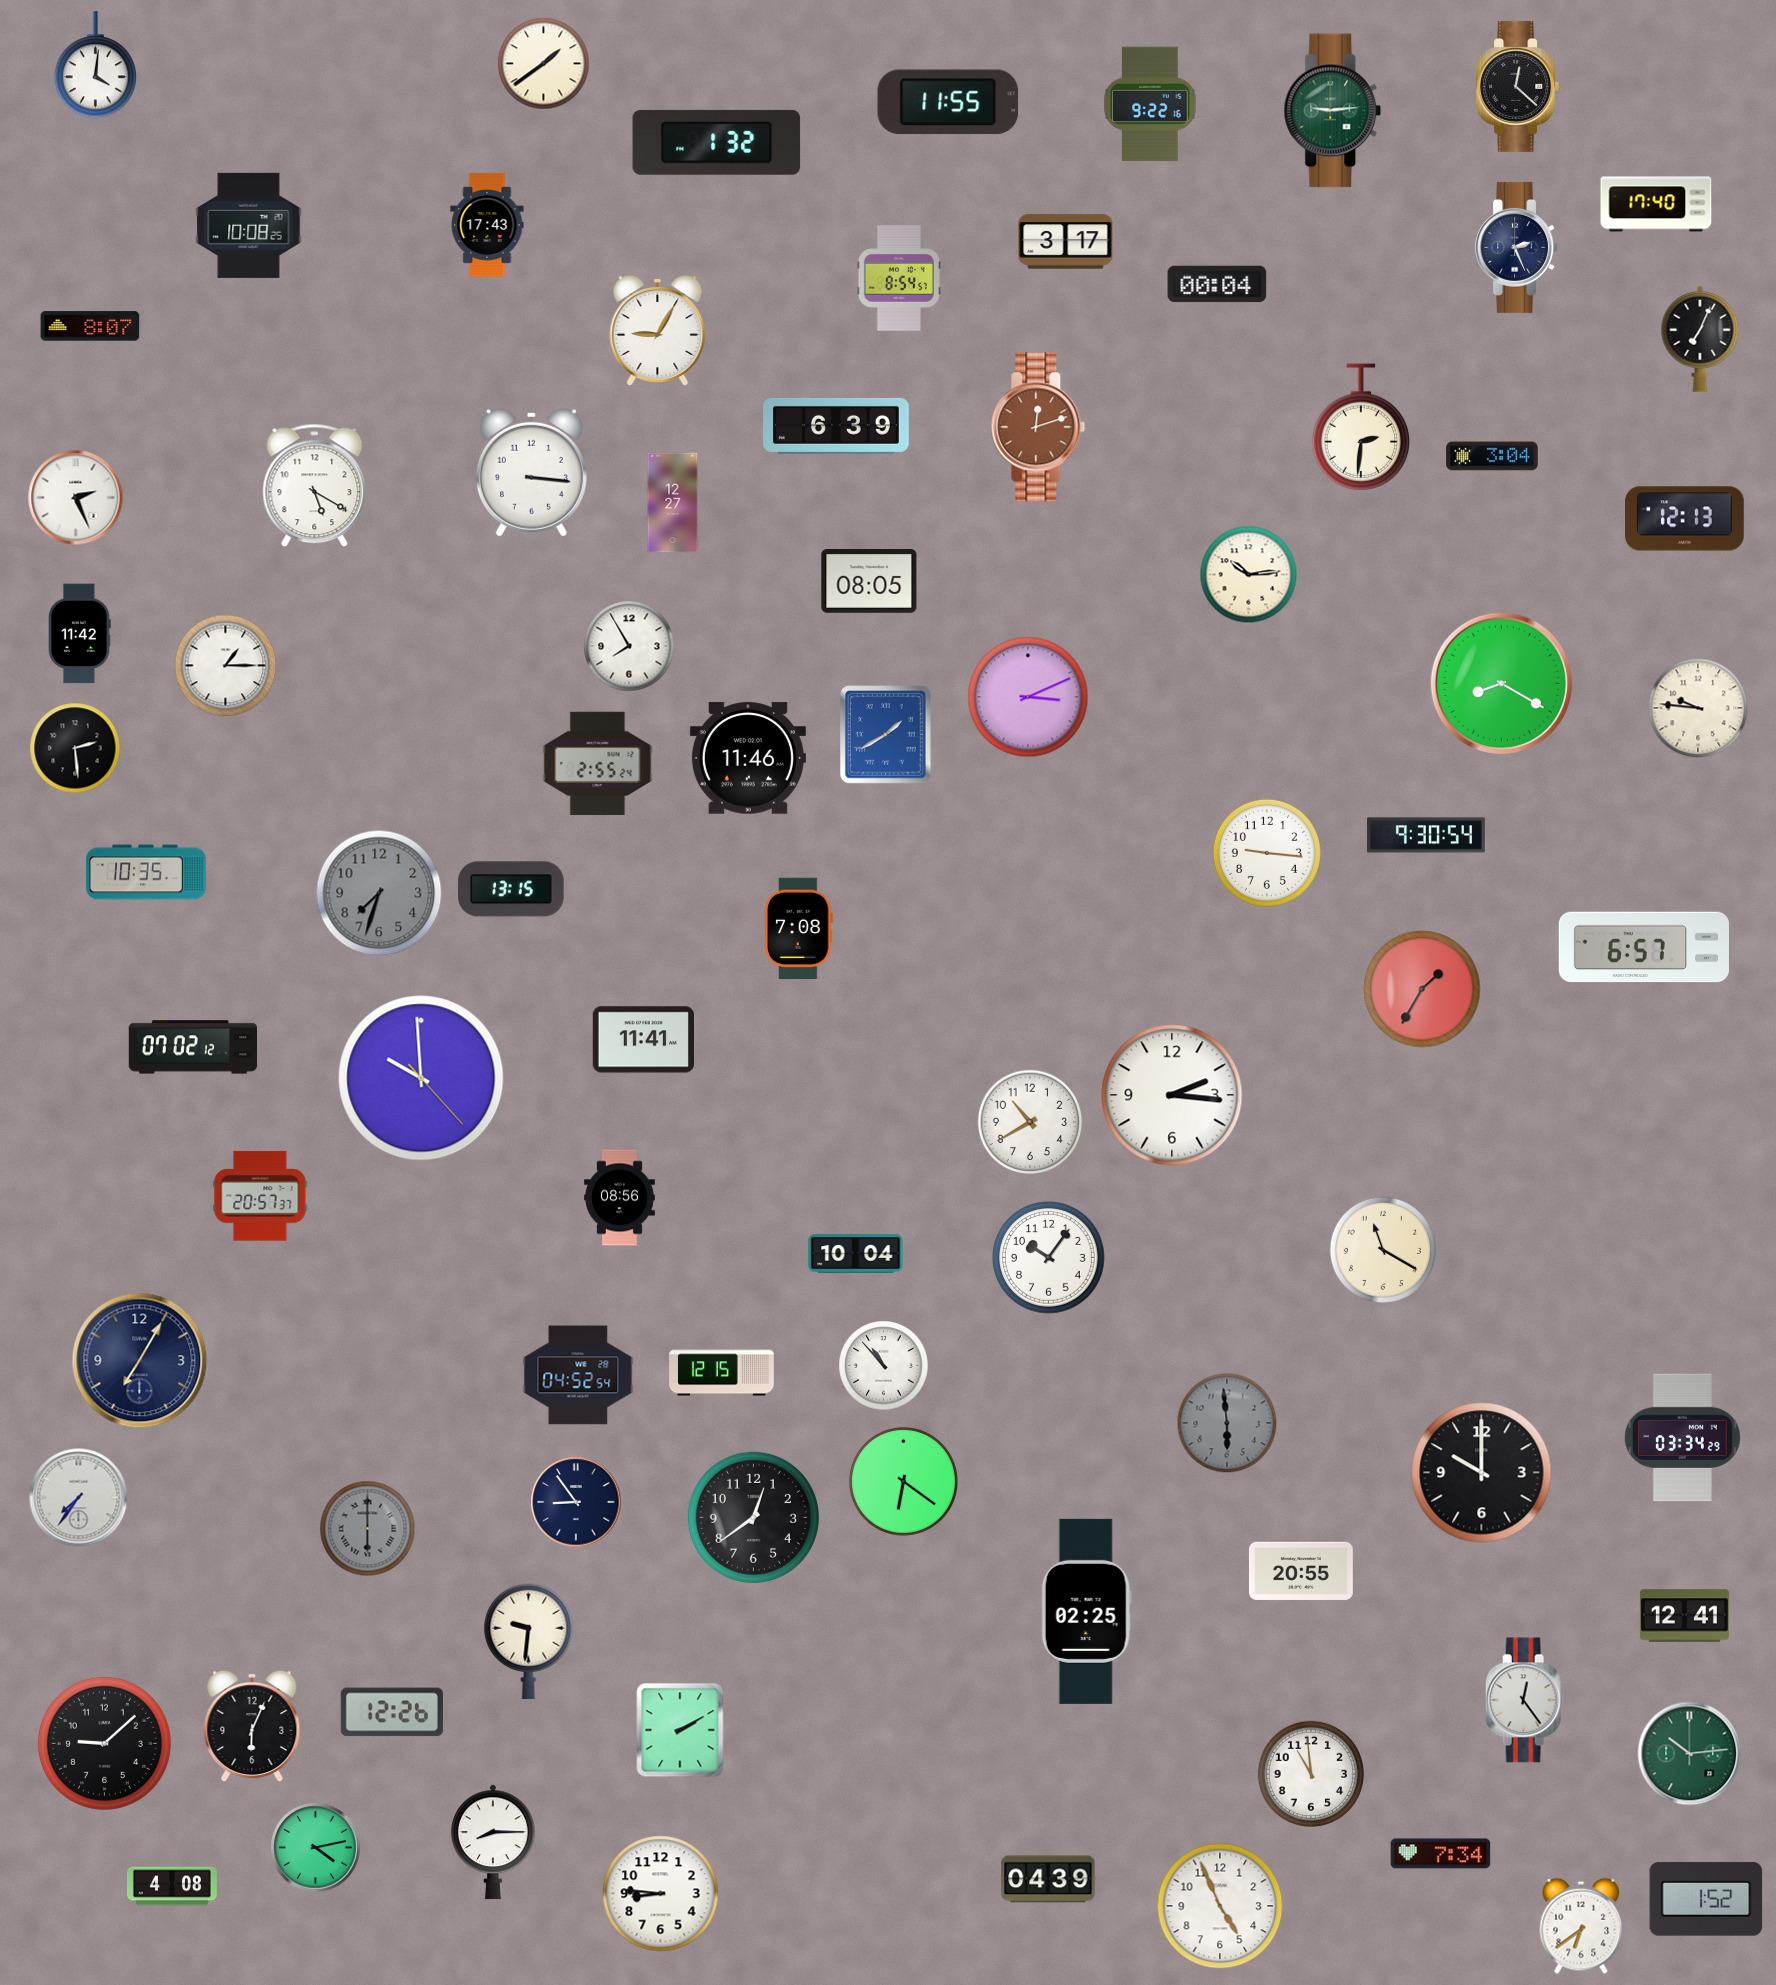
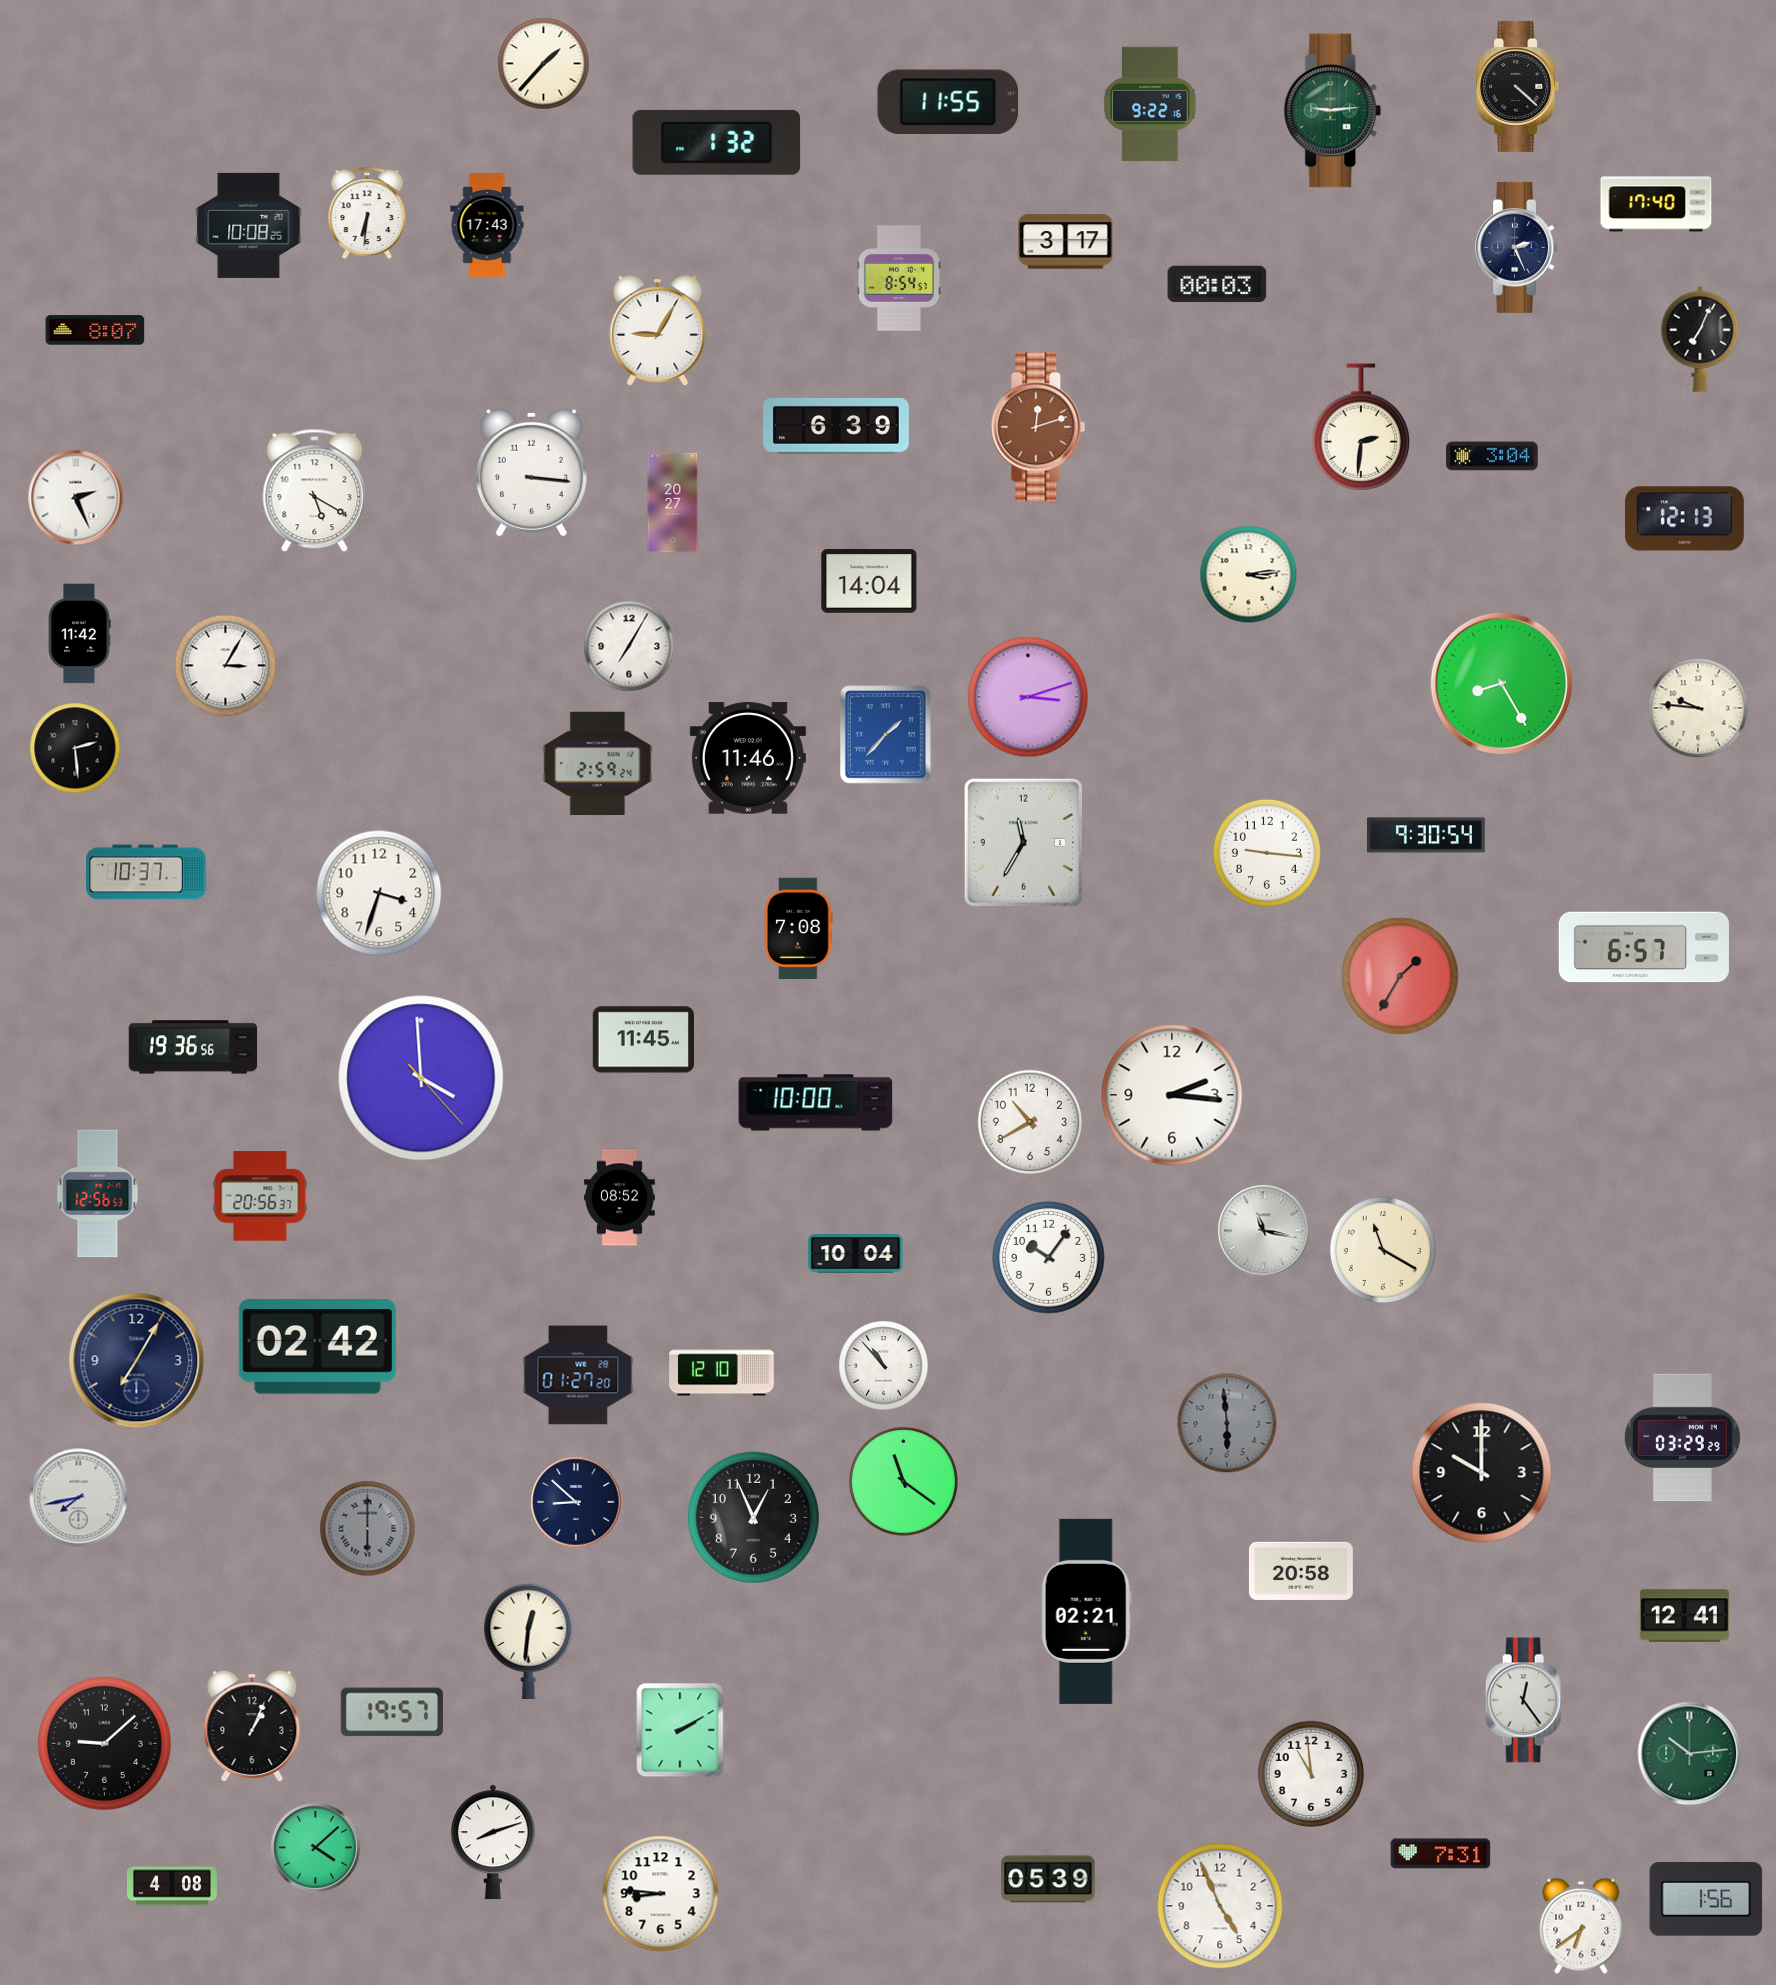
clock at (544, 64): 1:39 -> 1:37
clock at (95, 65): 4:01 -> none
clock at (1518, 86): 12:22 -> 4:22
clock at (367, 212): none -> 6:31
clock at (1217, 284): 00:04 -> 00:03
clock at (90, 326) position: (90, 326) -> (95, 330)
clock at (315, 486) position: (315, 486) -> (315, 491)
clock at (673, 503): 12:27 -> 20:27
clock at (1249, 575): 10:14 -> 3:14
clock at (869, 582): 08:05 -> 14:04
clock at (629, 646): 7:55 -> 7:05
clock at (226, 666): 1:15 -> 3:05
clock at (1502, 684): 8:20 -> 8:25
clock at (1028, 697): 3:11 -> 3:12
clock at (886, 735): 1:40 -> 1:37
clock at (598, 764): 2:55 -> 2:59
clock at (1024, 843): none -> 11:35
clock at (146, 872): 10:35 -> 10:37
clock at (511, 889): 13:15 -> none
clock at (379, 893): 7:33 -> 3:33
clock at (379, 893) dial: grey -> white
clock at (1422, 989) position: (1422, 989) -> (1400, 976)
clock at (643, 1040): 11:41 -> 11:45
clock at (193, 1047): 07:02 -> 19:36
clock at (421, 1078): 9:59 -> 3:59
clock at (816, 1103): none -> 10:00
clock at (98, 1194): none -> 12:56
clock at (260, 1196): 20:57 -> 20:56
clock at (620, 1198): 08:56 -> 08:52
clock at (1264, 1231): none -> 11:17
clock at (317, 1347): none -> 02:42
clock at (140, 1361) position: (140, 1361) -> (137, 1361)
clock at (722, 1372): 12:15 -> 12:10
clock at (578, 1375): 04:52 -> 01:27
clock at (1682, 1438): 03:34 -> 03:29
clock at (903, 1481): 6:21 -> 11:21
clock at (79, 1498): 7:36 -> 7:43
clock at (576, 1502): 8:54 -> 8:52
clock at (753, 1517): 12:39 -> 12:56
clock at (1301, 1571): 20:55 -> 20:58
clock at (1086, 1611): 02:25 -> 02:21
clock at (529, 1641): 9:31 -> 12:31
clock at (392, 1712): 12:26 -> 19:57
clock at (252, 1726): 6:04 -> 1:04
clock at (494, 1842): 8:15 -> 8:12
clock at (316, 1848): 4:13 -> 4:08
clock at (1441, 1854): 7:34 -> 7:31
clock at (1048, 1879): 04:39 -> 05:39
clock at (1706, 1899): 1:52 -> 1:56
